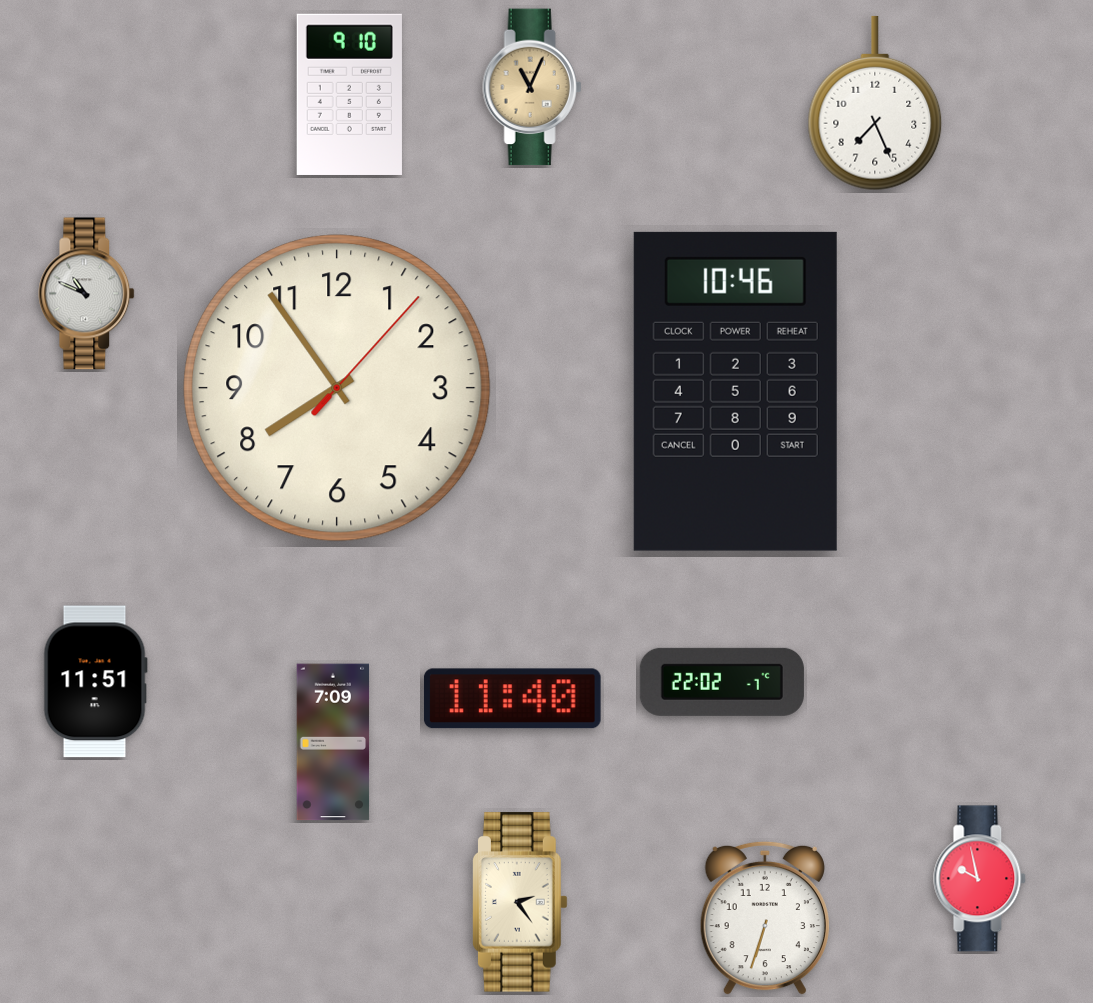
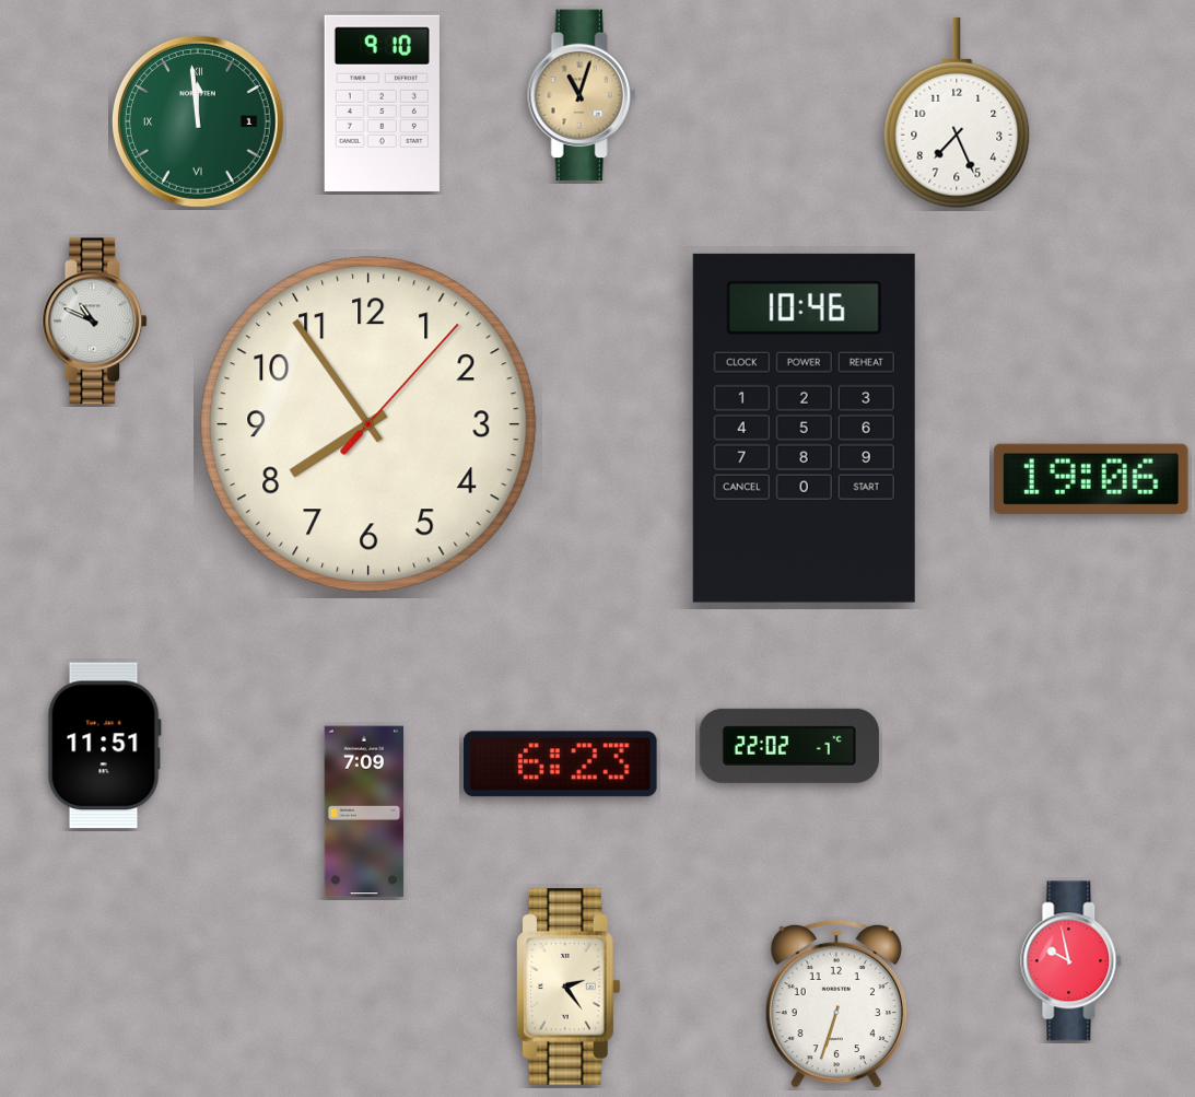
clock at (532, 87): 11:04 -> 11:03
clock at (198, 121): none -> 11:59
clock at (1091, 479): none -> 19:06
clock at (512, 699): 11:40 -> 6:23
